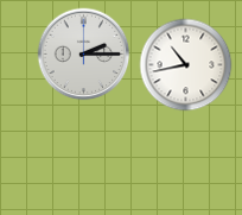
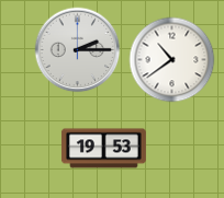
clock at (185, 64): 10:43 -> 10:39
clock at (103, 149): none -> 19:53
